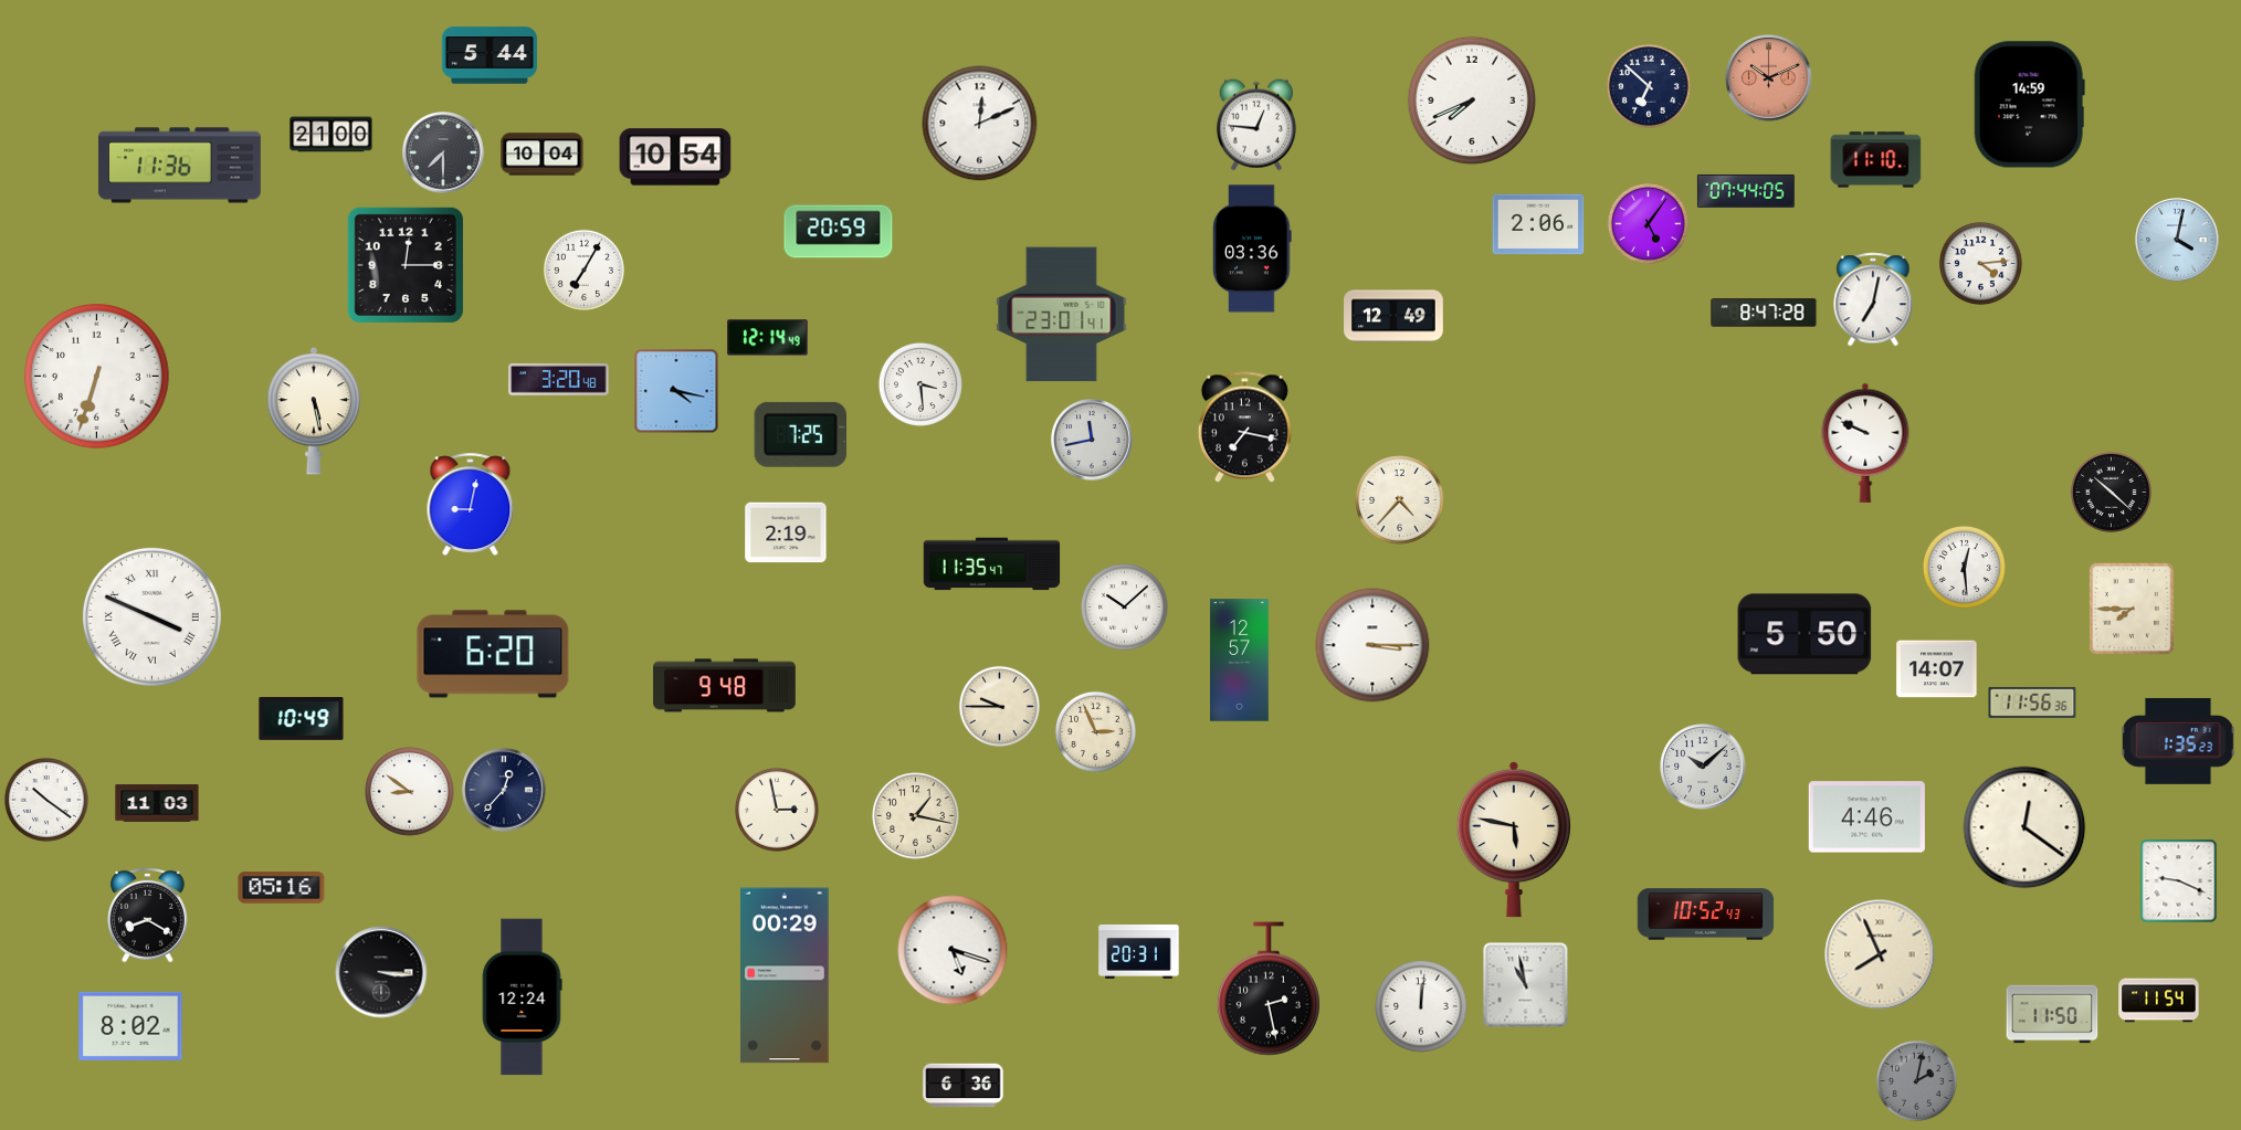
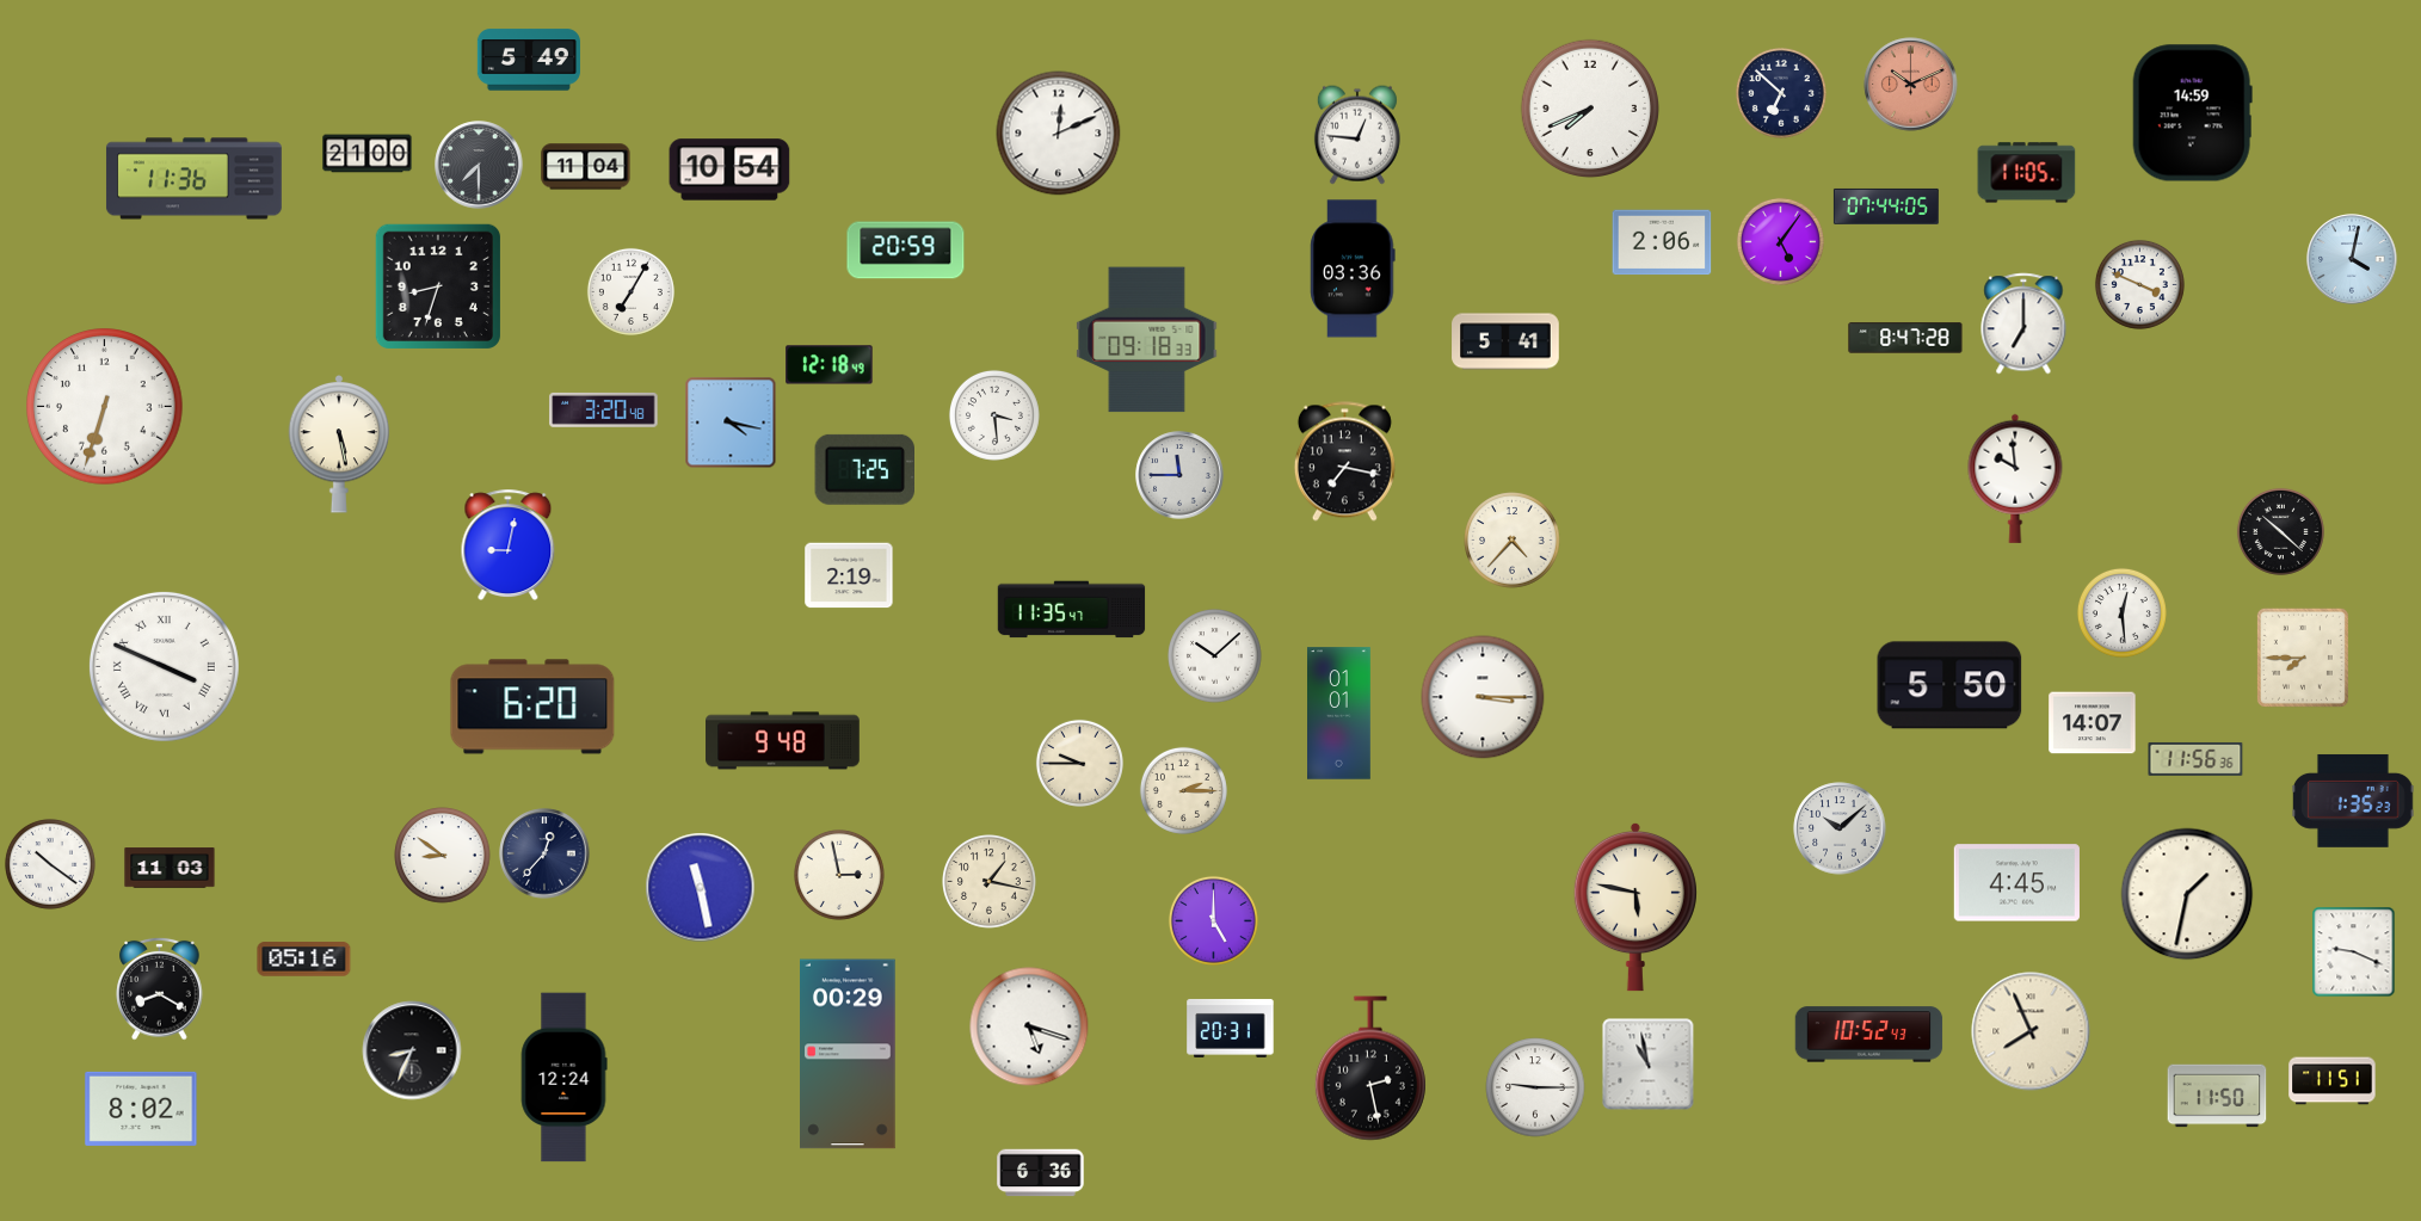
clock at (490, 55): 5:44 -> 5:49
clock at (332, 135) position: (332, 135) -> (368, 154)
clock at (543, 155): 10:04 -> 11:04
clock at (1876, 160): 11:10 -> 11:05
clock at (1980, 263): 4:14 -> 3:49
clock at (406, 265): 12:15 -> 8:33
clock at (1873, 299): 7:02 -> 7:00
clock at (1062, 315): 23:01 -> 09:18
clock at (1393, 316): 12:49 -> 5:41
clock at (768, 338): 12:14 -> 12:18
clock at (1092, 440): 11:43 -> 11:45
clock at (1865, 443): 9:49 -> 9:59
clock at (1240, 661): 12:57 -> 01:01
clock at (302, 719): 10:49 -> none
clock at (1095, 731): 2:56 -> 2:15
clock at (1866, 817): 4:46 -> 4:45
clock at (701, 888): none -> 11:28
clock at (2024, 827): 12:21 -> 1:32
clock at (1213, 920): none -> 5:00
clock at (1706, 915) position: (1706, 915) -> (1869, 1035)
clock at (381, 972): 3:16 -> 8:34
clock at (2159, 1001): 11:54 -> 11:51
clock at (1421, 1006): 12:01 -> 9:15
clock at (1916, 1080): 2:02 -> none
